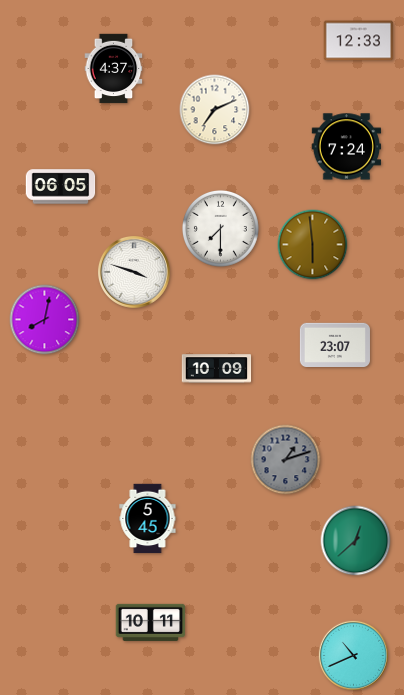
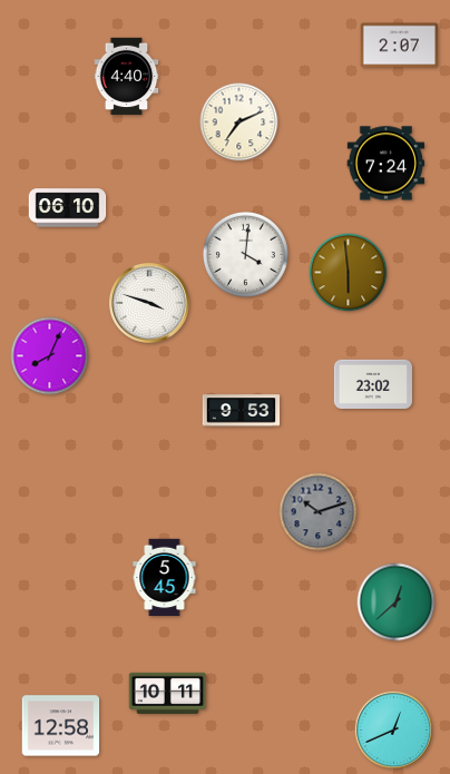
clock at (359, 41): 12:33 -> 2:07
clock at (114, 69): 4:37 -> 4:40
clock at (61, 187): 06:05 -> 06:10
clock at (220, 228): 7:30 -> 4:01
clock at (45, 320): 8:02 -> 8:04
clock at (335, 344): 23:07 -> 23:02
clock at (217, 369): 10:09 -> 9:53
clock at (286, 460): 1:12 -> 10:12
clock at (61, 726): none -> 12:58
clock at (353, 655): 10:41 -> 12:41
